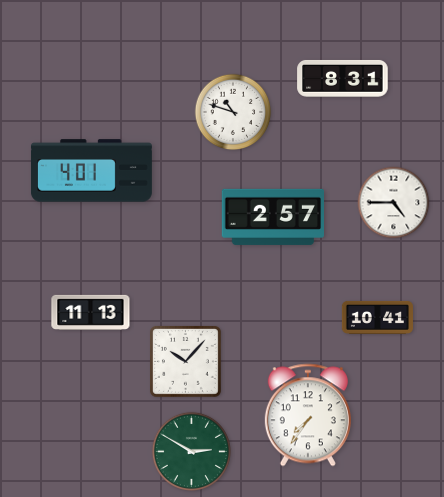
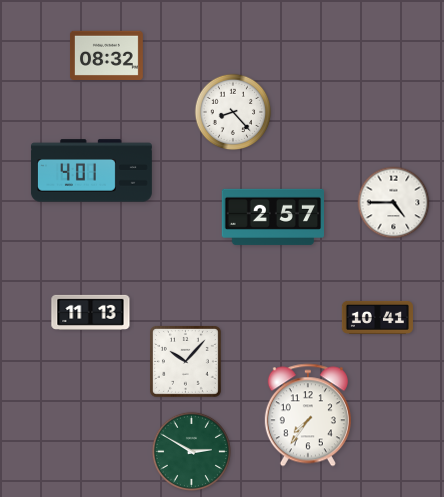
clock at (106, 55): none -> 08:32
clock at (343, 78): 8:31 -> none
clock at (233, 112): 10:48 -> 8:23
